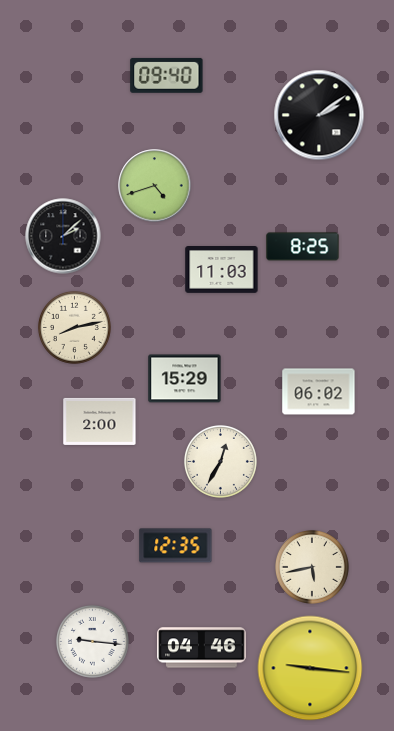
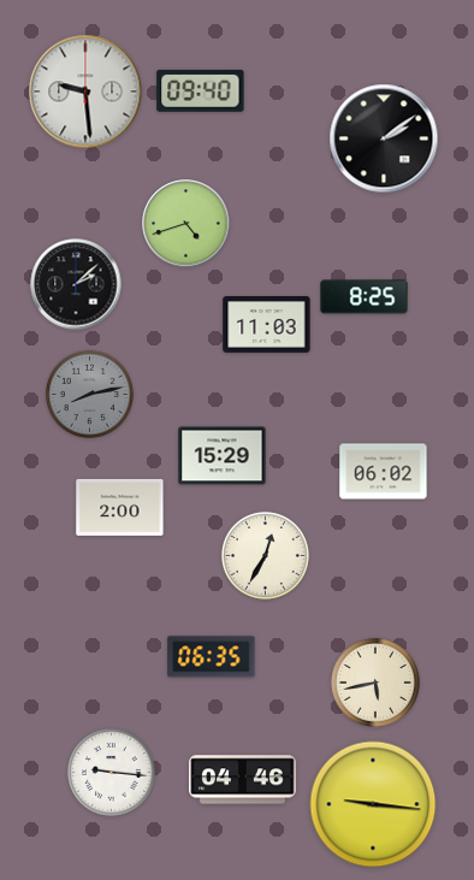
clock at (85, 91): none -> 9:29
clock at (74, 327) dial: cream -> grey
clock at (176, 546): 12:35 -> 06:35
